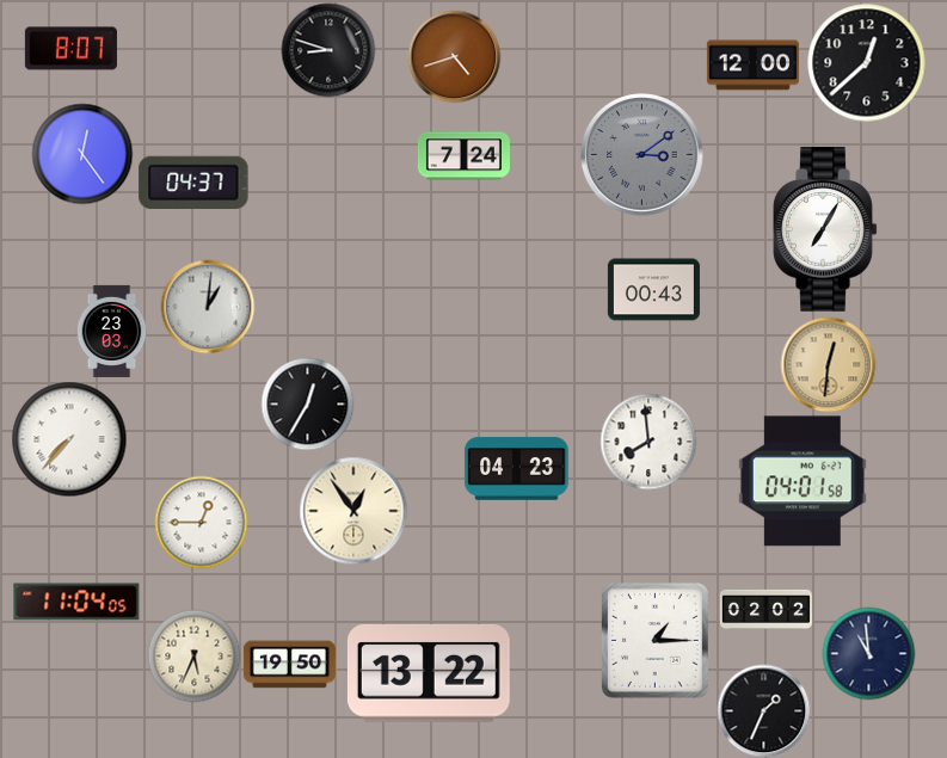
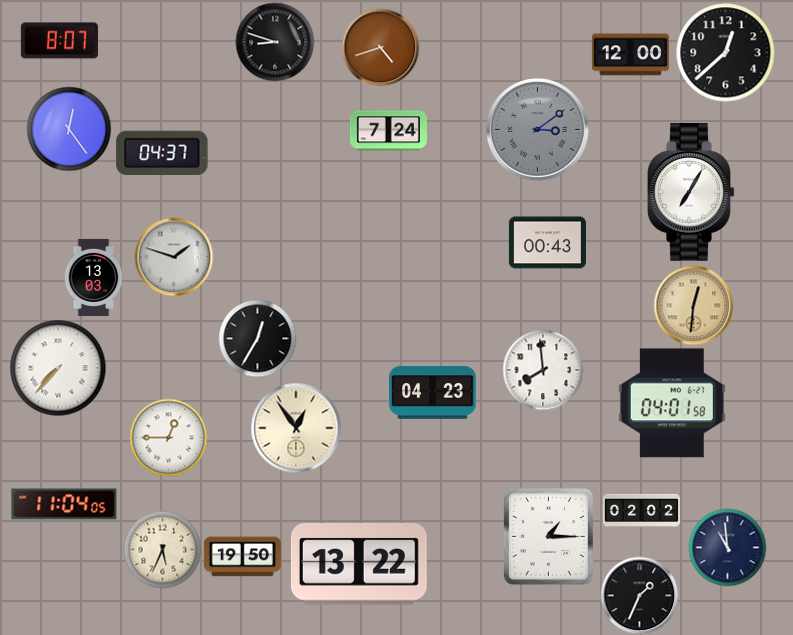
clock at (208, 307): 1:01 -> 1:48
clock at (112, 331): 23:03 -> 13:03
